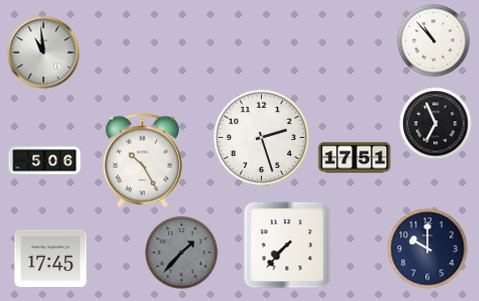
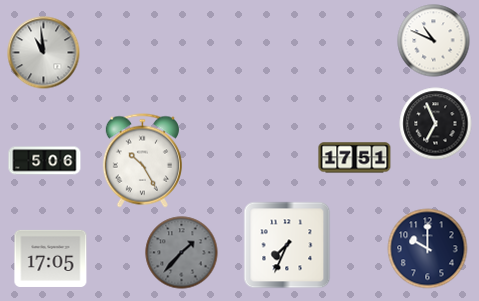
clock at (434, 41): 10:53 -> 10:49
clock at (262, 138): 2:27 -> none
clock at (287, 245): 7:37 -> 7:34
clock at (51, 258): 17:45 -> 17:05
